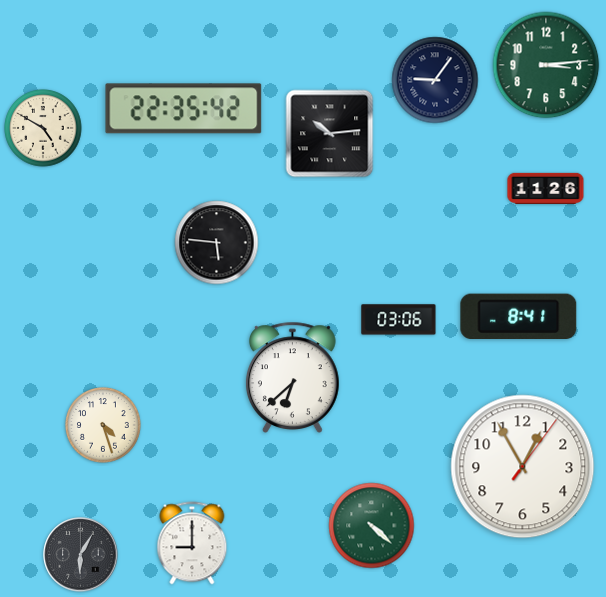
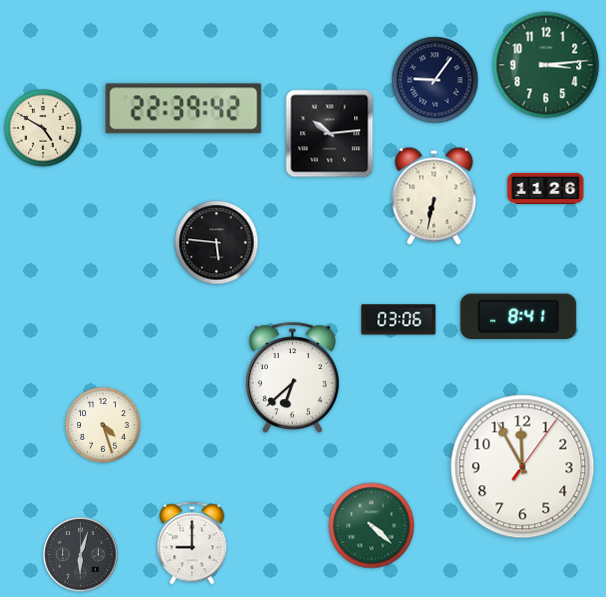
clock at (184, 109): 22:35 -> 22:39
clock at (434, 196): none -> 6:32
clock at (523, 467): 12:55 -> 11:55
clock at (81, 555): 6:05 -> 6:03
